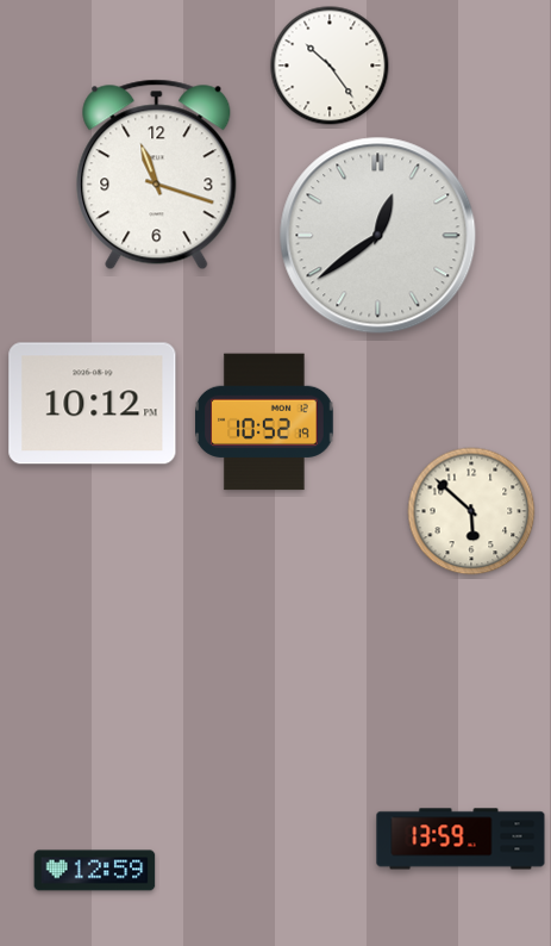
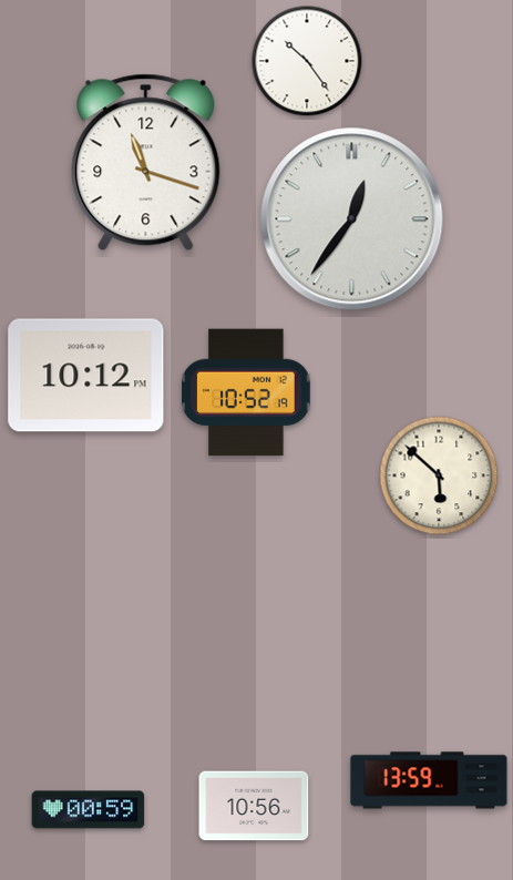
clock at (378, 236): 12:39 -> 12:36
clock at (254, 806): none -> 10:56
clock at (95, 871): 12:59 -> 00:59
